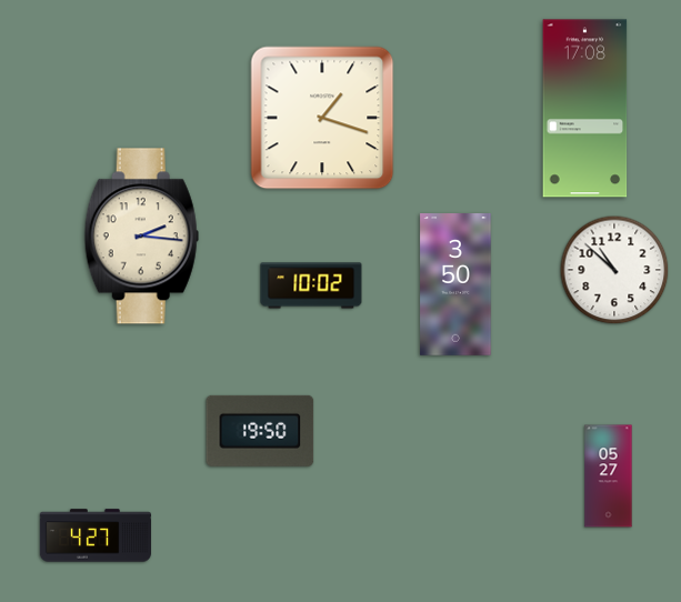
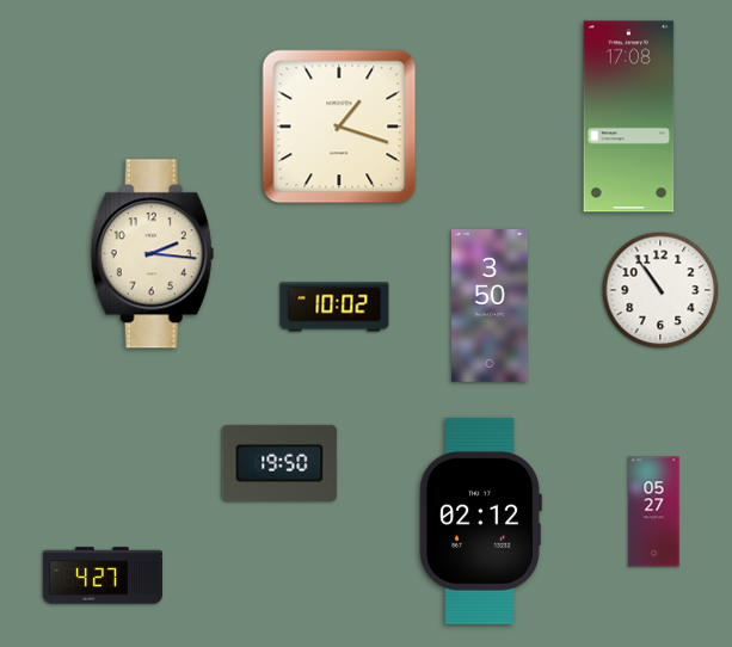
clock at (322, 118) position: (322, 118) -> (339, 127)
clock at (614, 270): 10:52 -> 10:54
clock at (480, 520): none -> 02:12
